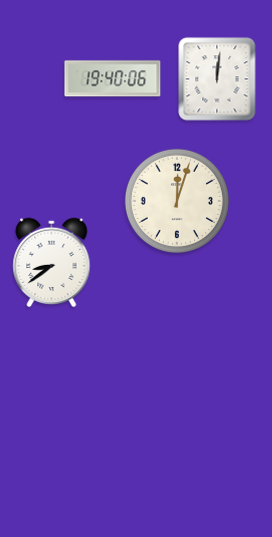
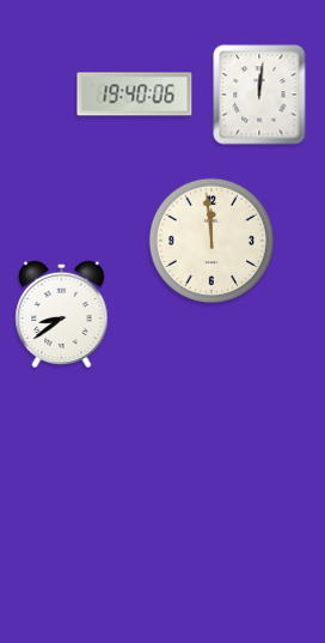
clock at (176, 200): 12:03 -> 11:59
